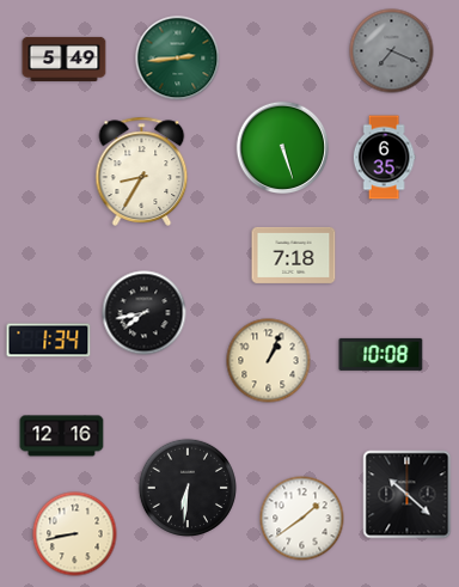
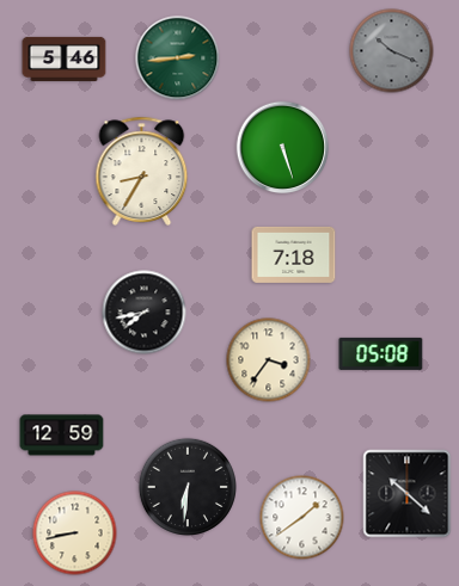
clock at (392, 51): 7:19 -> 10:19
clock at (65, 59): 5:49 -> 5:46
clock at (384, 158): 6:35 -> none
clock at (49, 341): 1:34 -> none
clock at (381, 354): 10:08 -> 05:08
clock at (269, 361): 1:04 -> 3:36
clock at (62, 436): 12:16 -> 12:59
